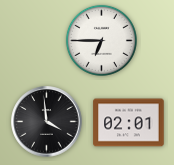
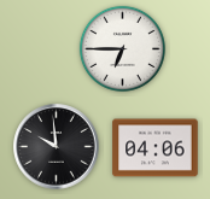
clock at (47, 122): 3:59 -> 9:59
clock at (129, 123): 02:01 -> 04:06
